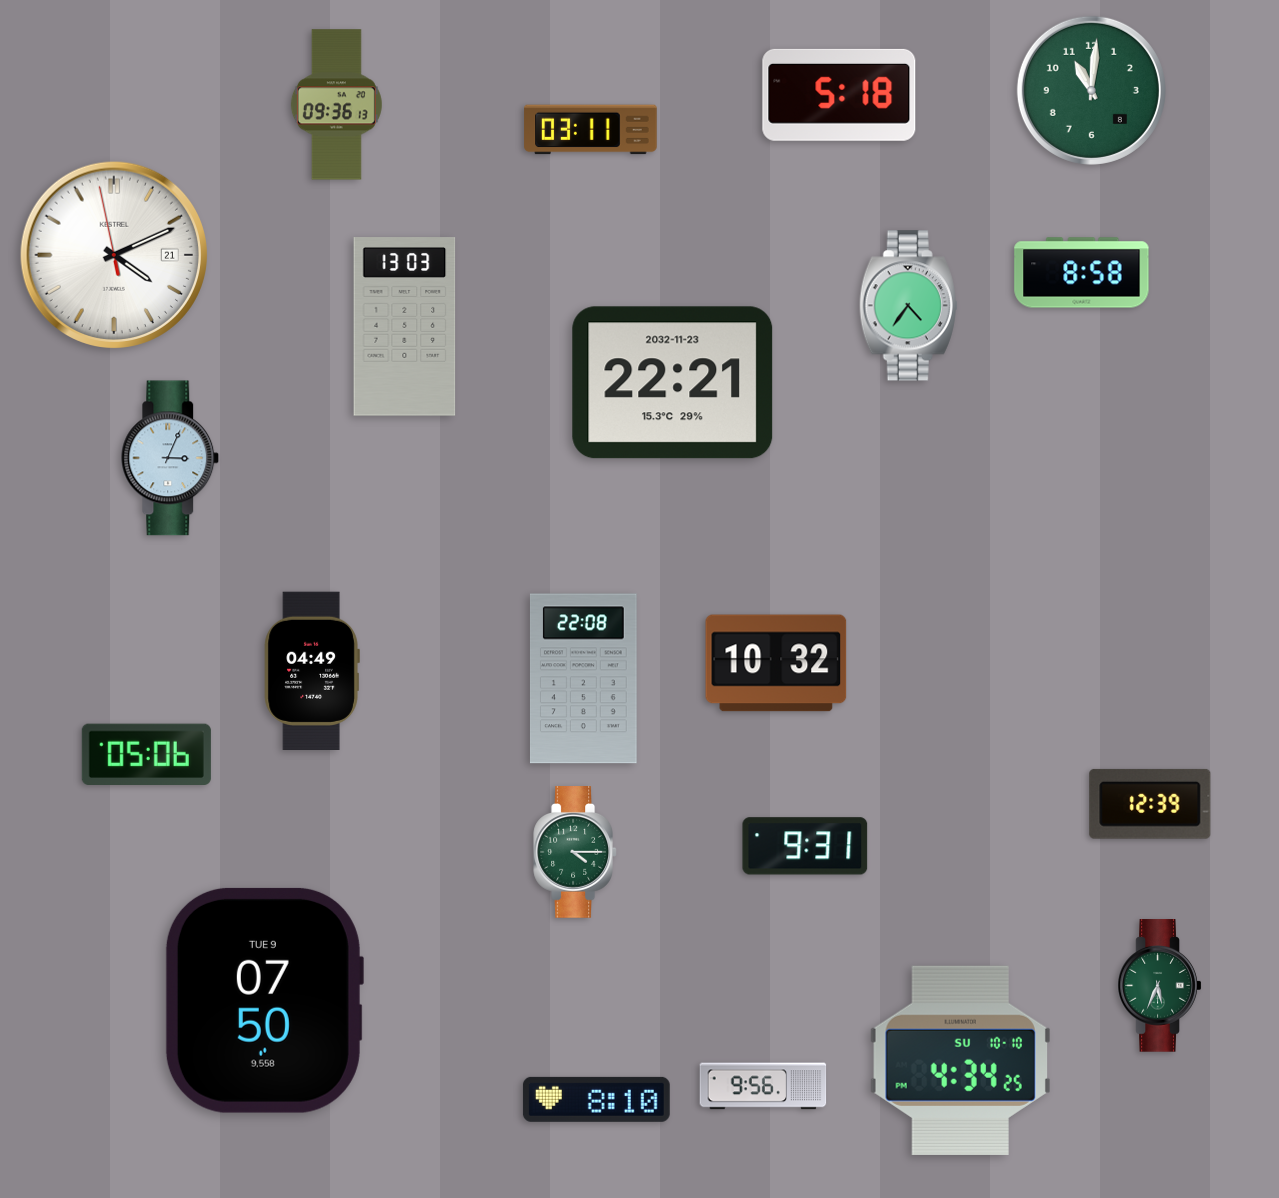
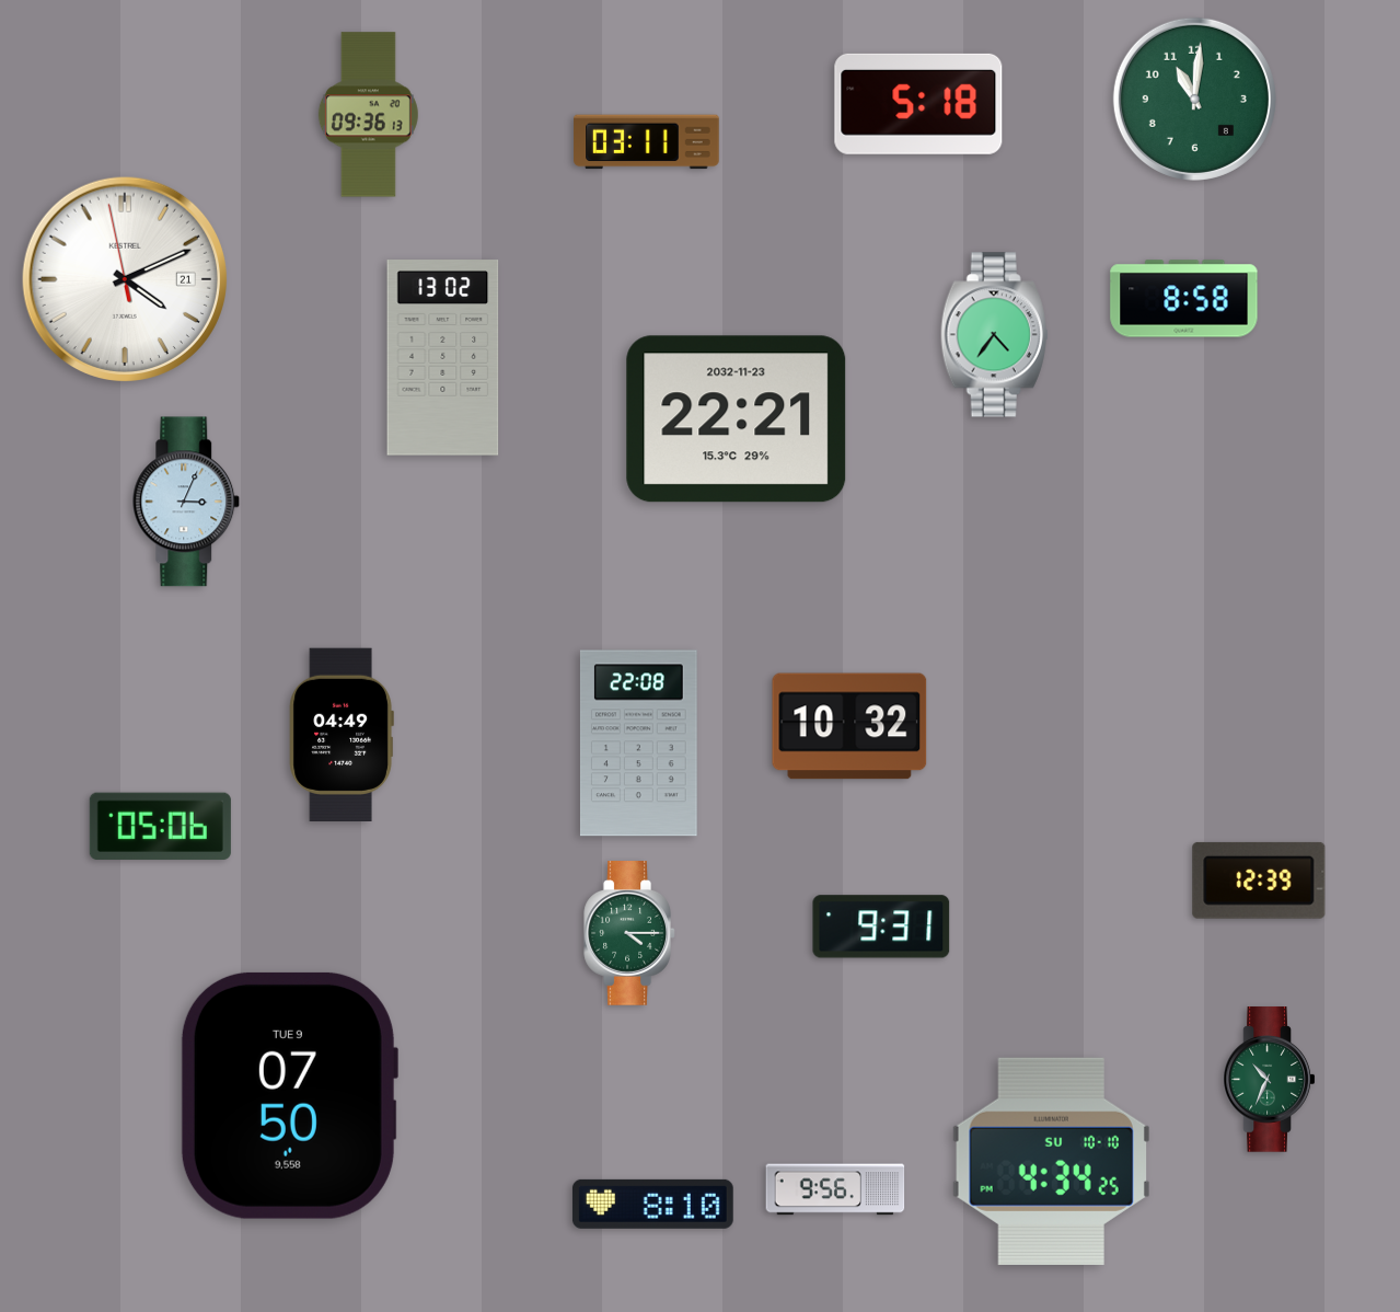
clock at (405, 327): 13:03 -> 13:02
clock at (1160, 986): 5:34 -> 10:34
